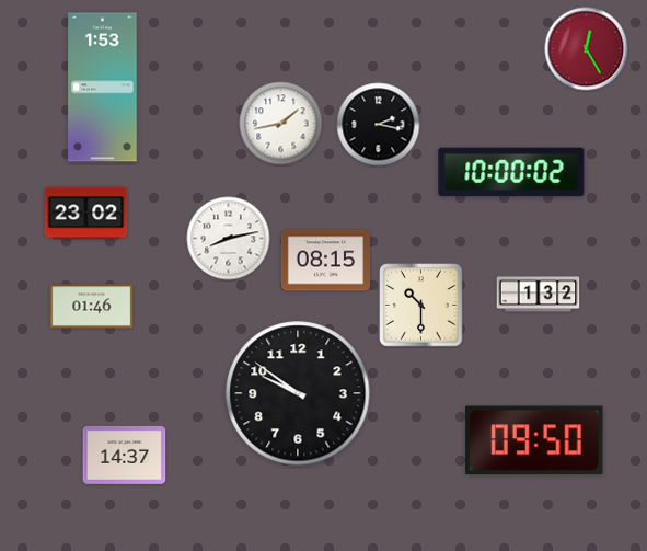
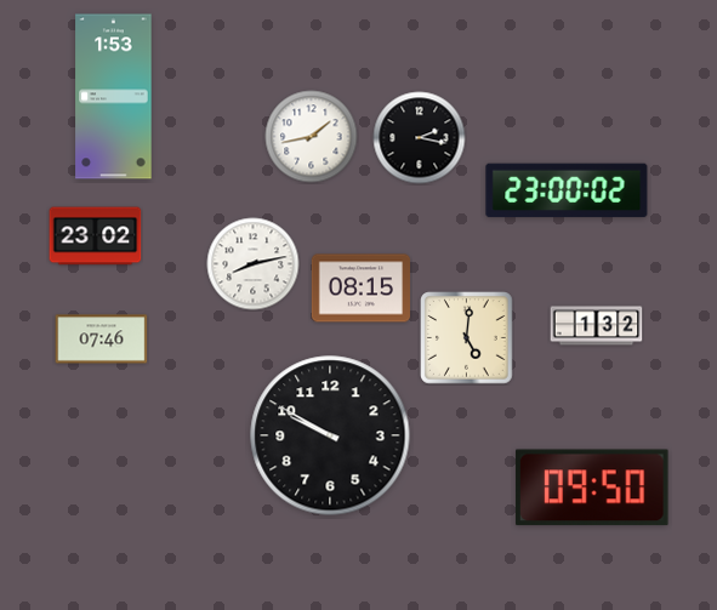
clock at (587, 49): 12:25 -> none
clock at (511, 172): 10:00 -> 23:00
clock at (421, 306): 10:30 -> 5:01
clock at (92, 307): 01:46 -> 07:46
clock at (298, 393): 9:51 -> 9:50
clock at (125, 455): 14:37 -> none
